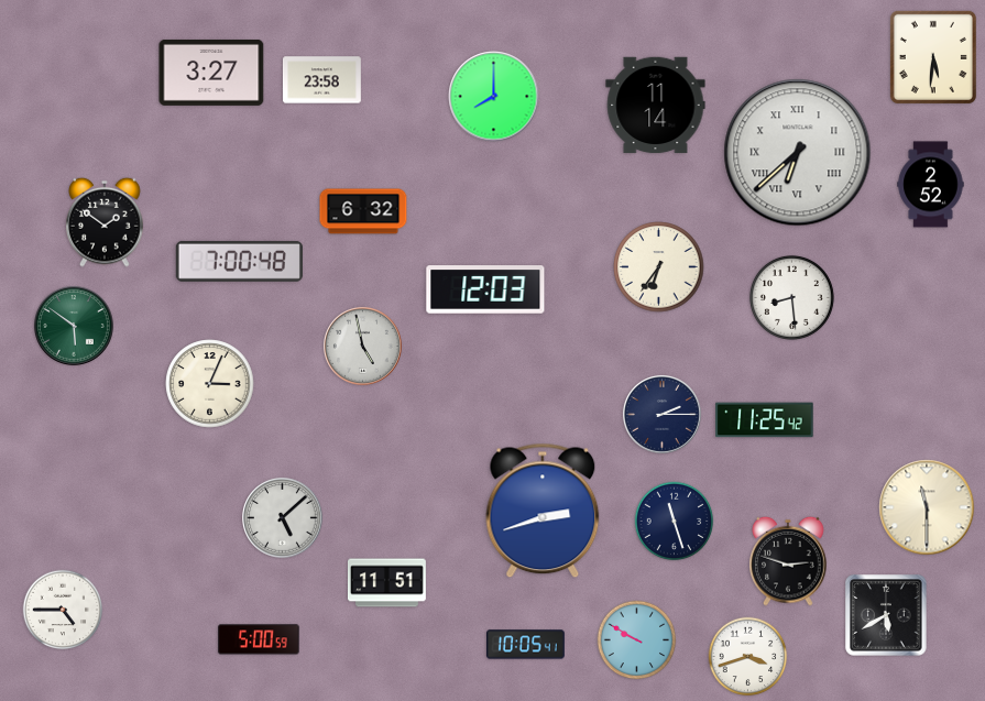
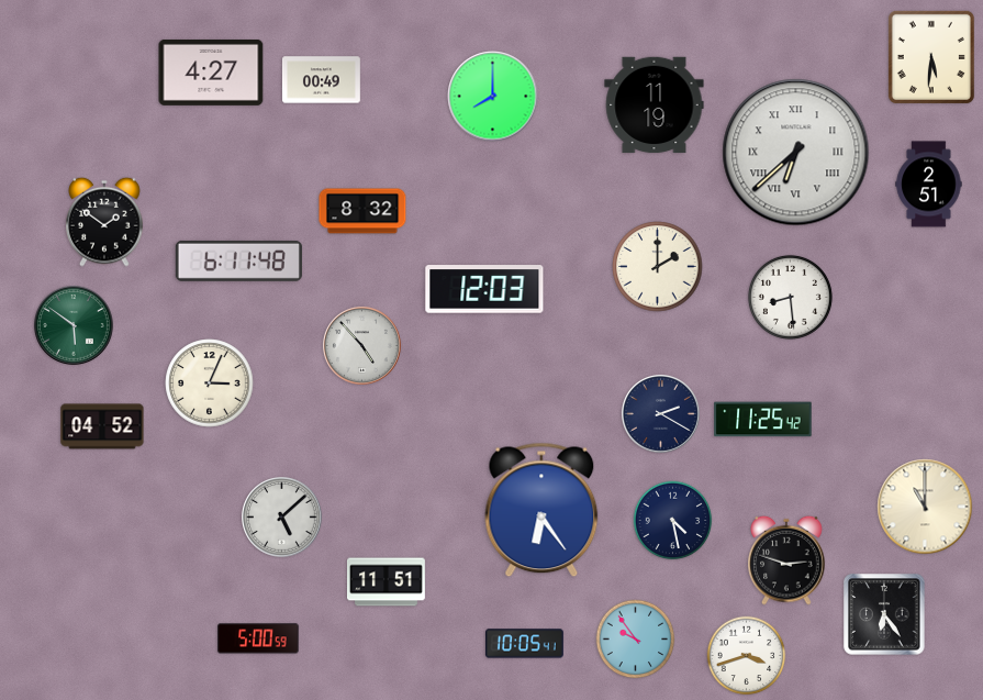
clock at (211, 73): 3:27 -> 4:27
clock at (321, 80): 23:58 -> 00:49
clock at (656, 106): 11:14 -> 11:19
clock at (931, 185): 2:52 -> 2:51
clock at (363, 211): 6:32 -> 8:32
clock at (239, 261): 7:00 -> 6:11
clock at (659, 267): 6:36 -> 2:00
clock at (362, 346): 4:58 -> 4:53
clock at (661, 414): 2:15 -> 2:20
clock at (102, 426): none -> 04:52
clock at (927, 507): 11:30 -> 11:00
clock at (543, 511): 2:42 -> 6:24
clock at (675, 522): 11:27 -> 4:28
clock at (63, 610): 4:45 -> none
clock at (886, 615): 5:40 -> 6:24
clock at (637, 640): 9:50 -> 9:54
